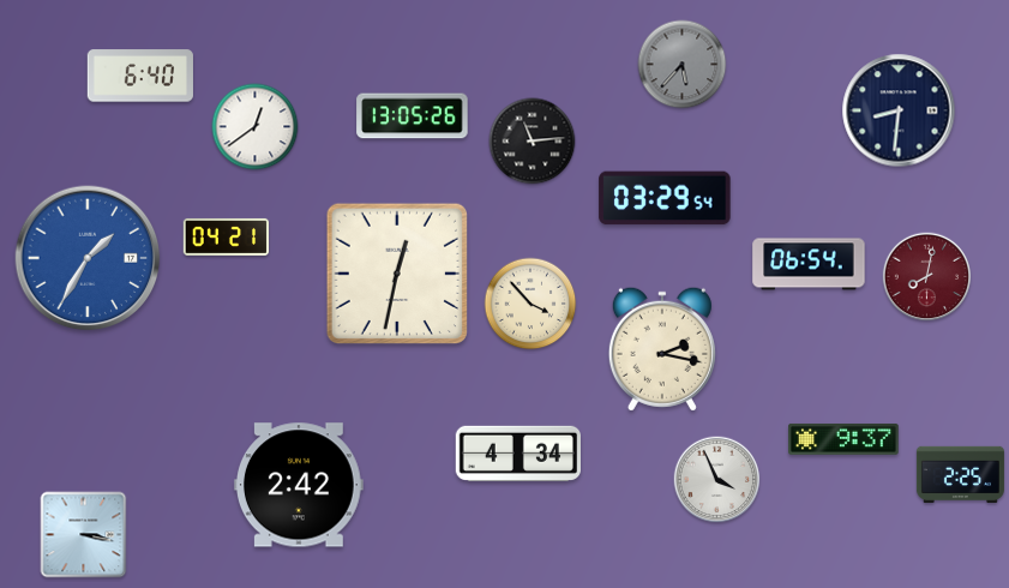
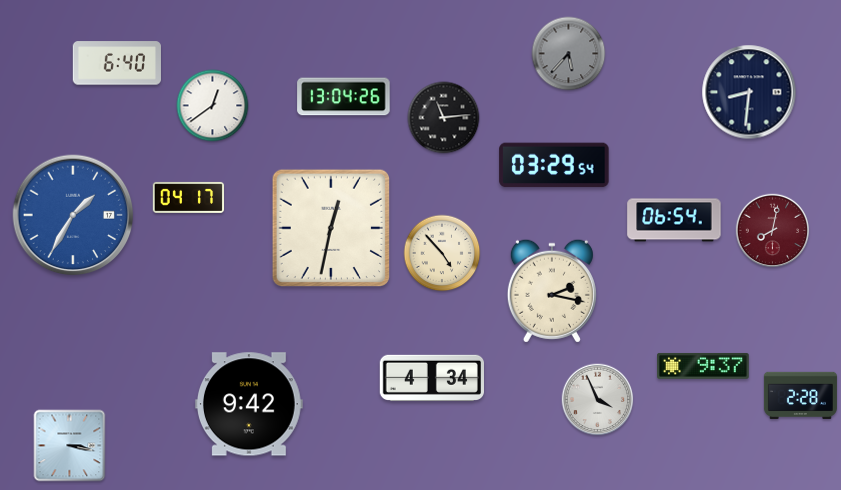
clock at (413, 116): 13:05 -> 13:04
clock at (227, 236): 04:21 -> 04:17
clock at (530, 304): 3:53 -> 4:53
clock at (960, 474): 2:25 -> 2:28
clock at (299, 485): 2:42 -> 9:42
